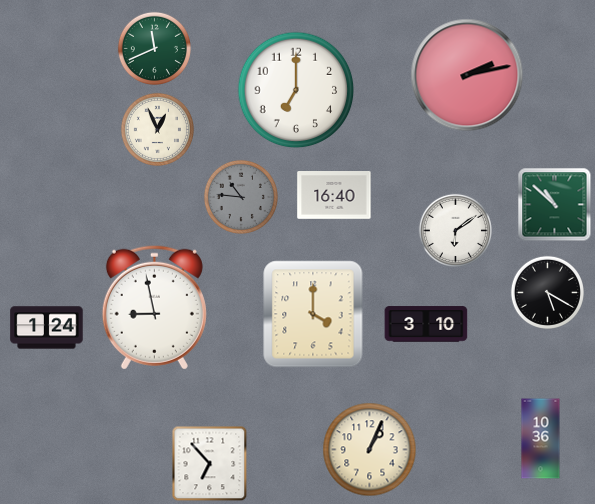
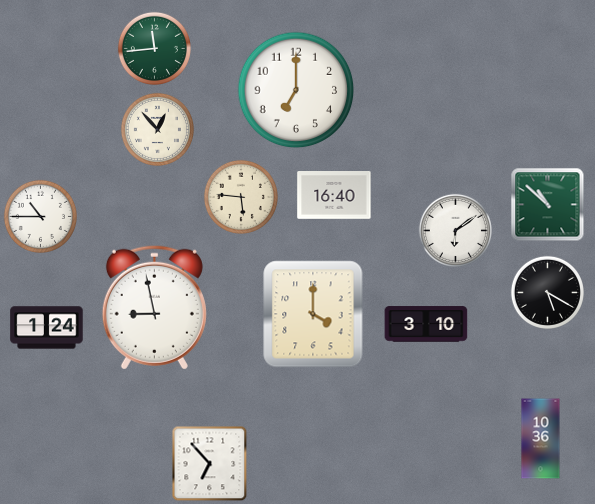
clock at (154, 48): 11:41 -> 11:44
clock at (467, 75): 2:13 -> none
clock at (157, 129): 12:56 -> 12:53
clock at (241, 197): 10:46 -> 5:46
clock at (241, 197) dial: grey -> cream
clock at (555, 205) position: (555, 205) -> (548, 205)
clock at (40, 216): none -> 10:45
clock at (370, 450): 1:04 -> none
